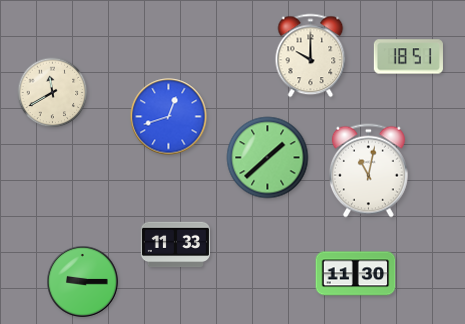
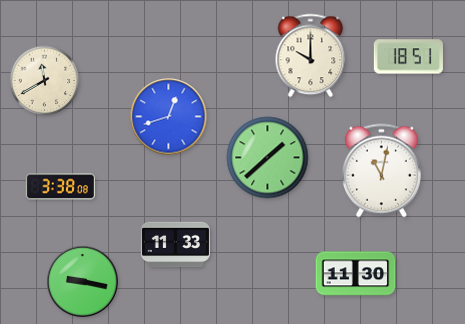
clock at (53, 93) position: (53, 93) -> (45, 81)
clock at (368, 171) position: (368, 171) -> (381, 171)
clock at (60, 187): none -> 3:38
clock at (83, 282): 9:15 -> 9:17
